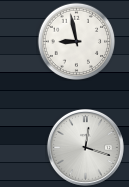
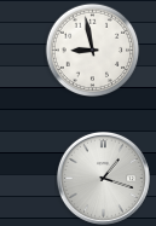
clock at (85, 147): 12:18 -> 1:18
